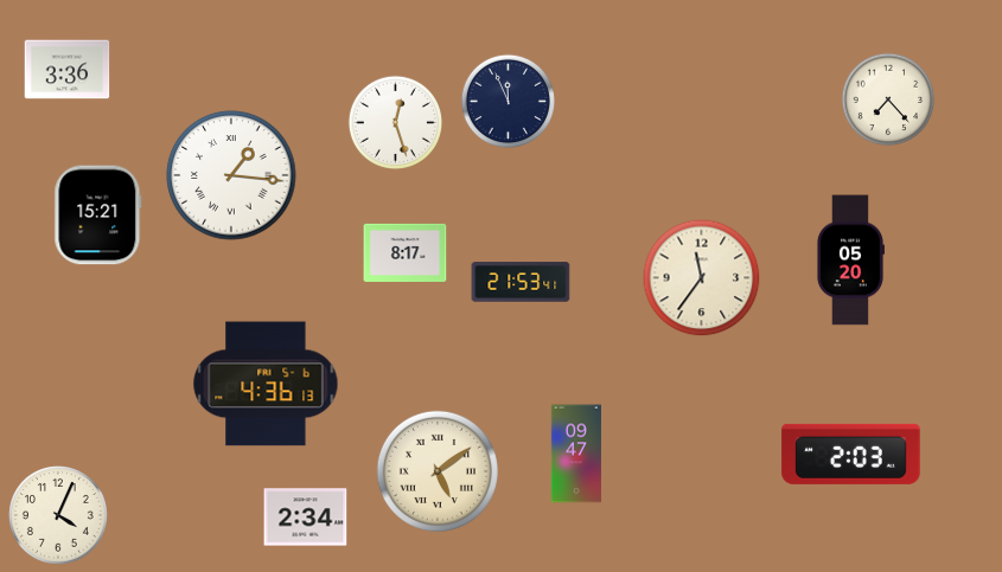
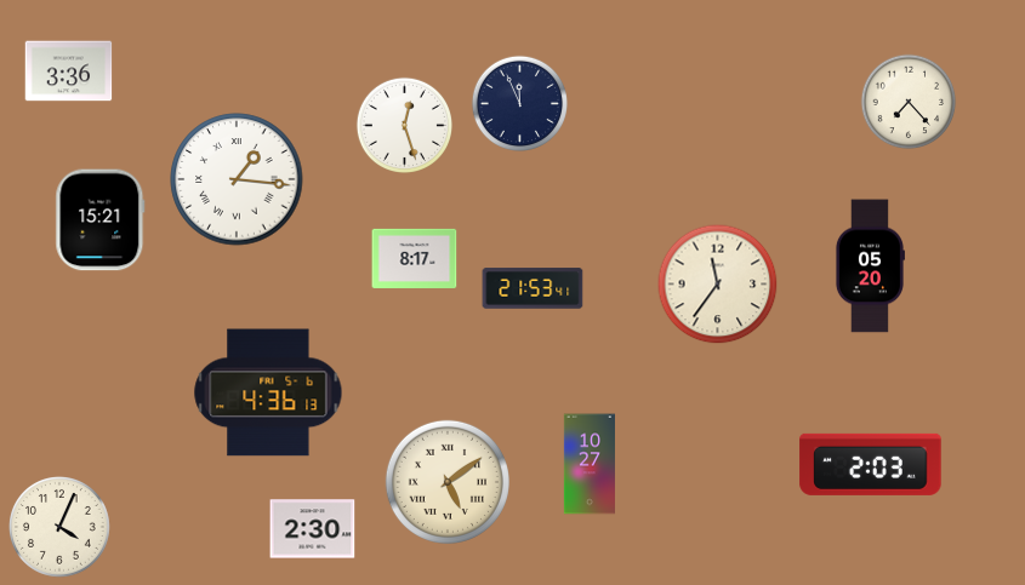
clock at (266, 384) position: (266, 384) -> (268, 392)
clock at (576, 454): 09:47 -> 10:27
clock at (306, 518): 2:34 -> 2:30
